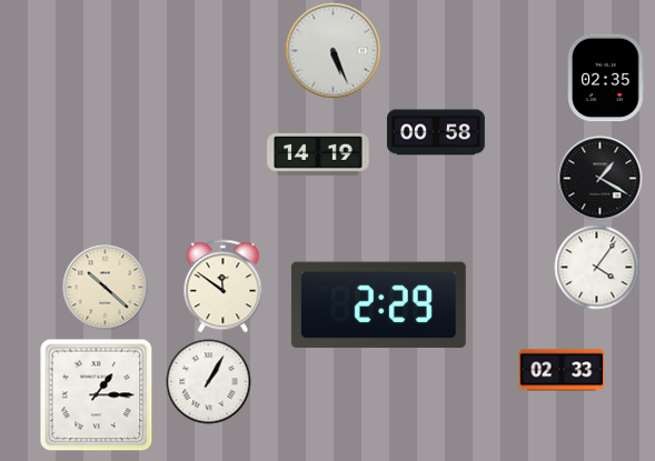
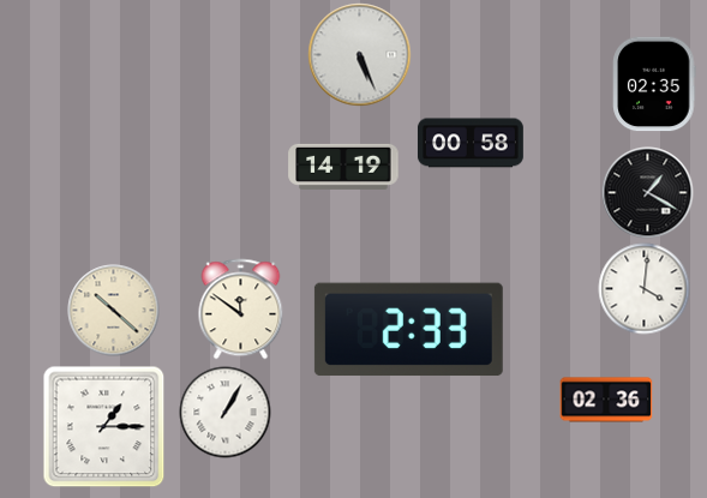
clock at (597, 268): 4:06 -> 4:01
clock at (378, 305): 2:29 -> 2:33
clock at (562, 370): 02:33 -> 02:36
